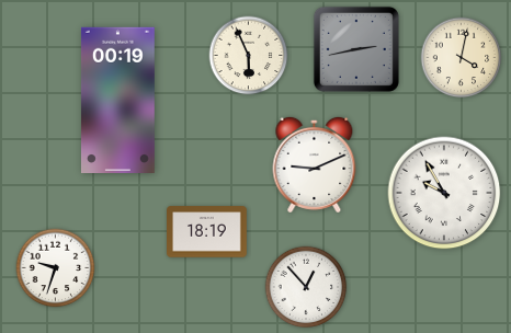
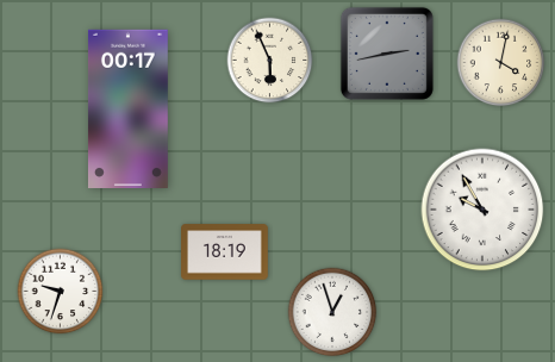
clock at (117, 100): 00:19 -> 00:17
clock at (315, 164): 9:11 -> none
clock at (306, 287): 12:53 -> 12:57
